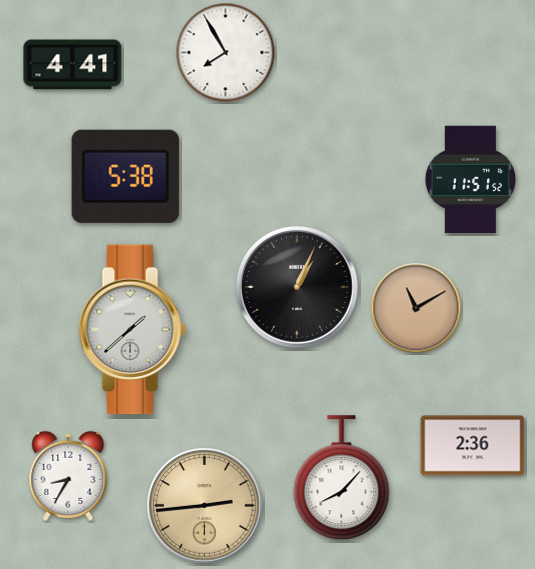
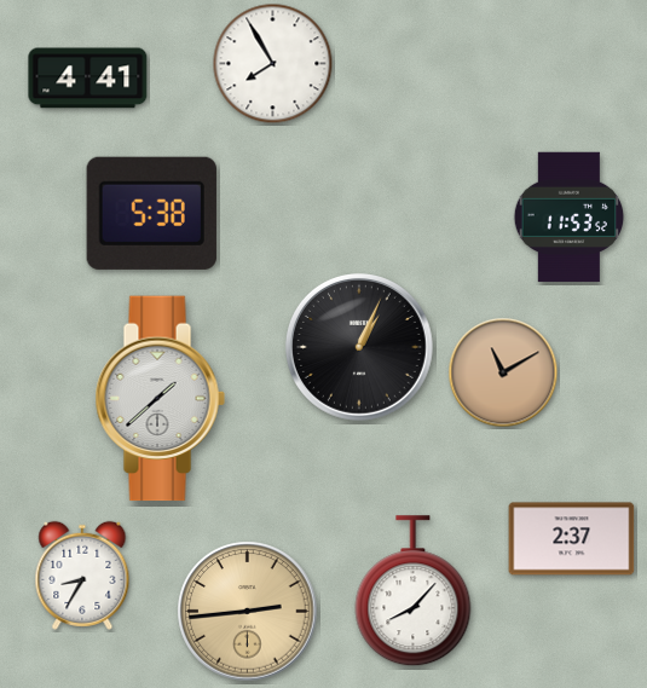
clock at (471, 180): 11:51 -> 11:53
clock at (473, 446): 2:36 -> 2:37
clock at (342, 478) position: (342, 478) -> (414, 591)
